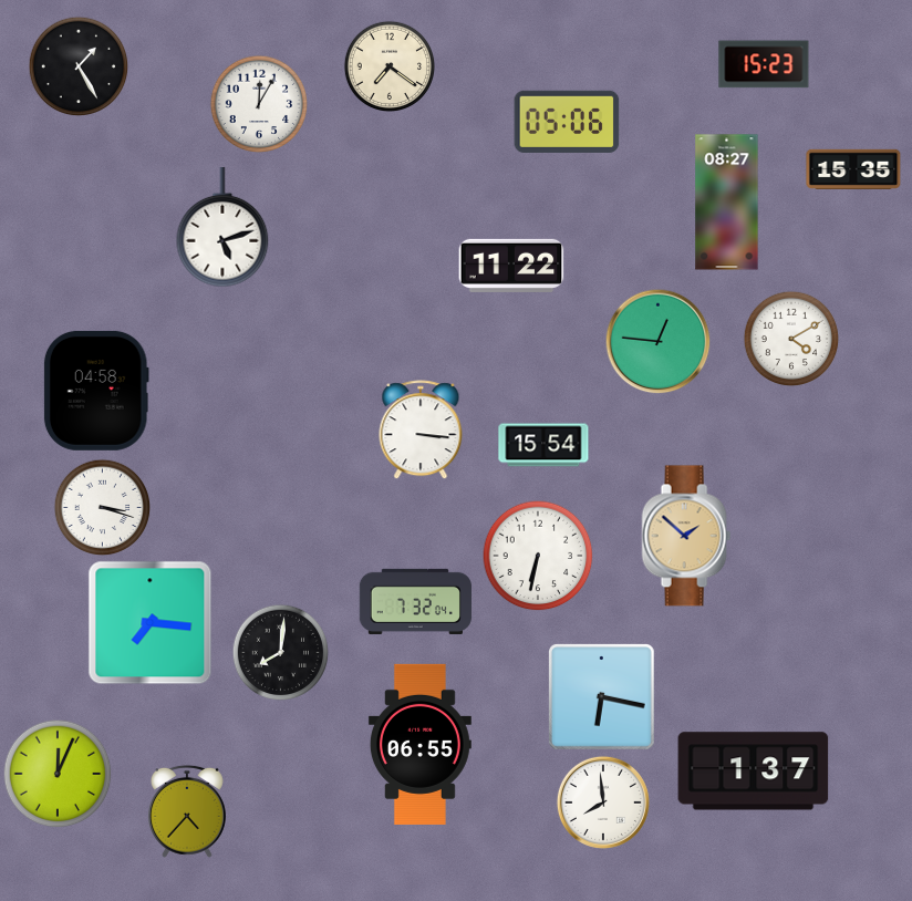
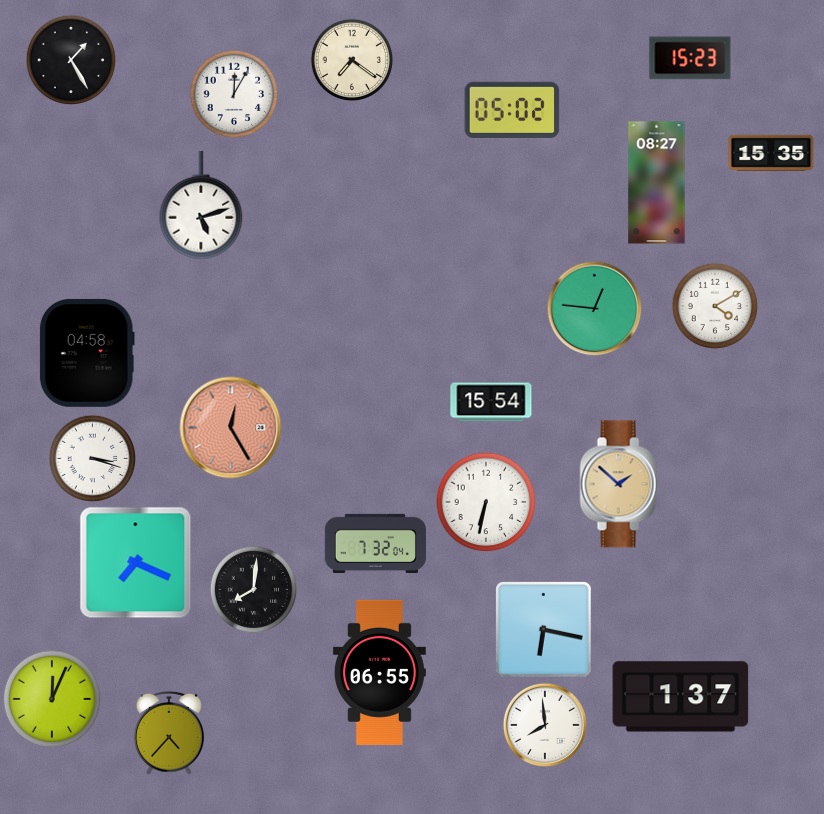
clock at (567, 122): 05:06 -> 05:02
clock at (511, 266): 11:22 -> none
clock at (421, 429): 3:16 -> none
clock at (231, 428): none -> 12:25
clock at (151, 623): 7:16 -> 7:19
